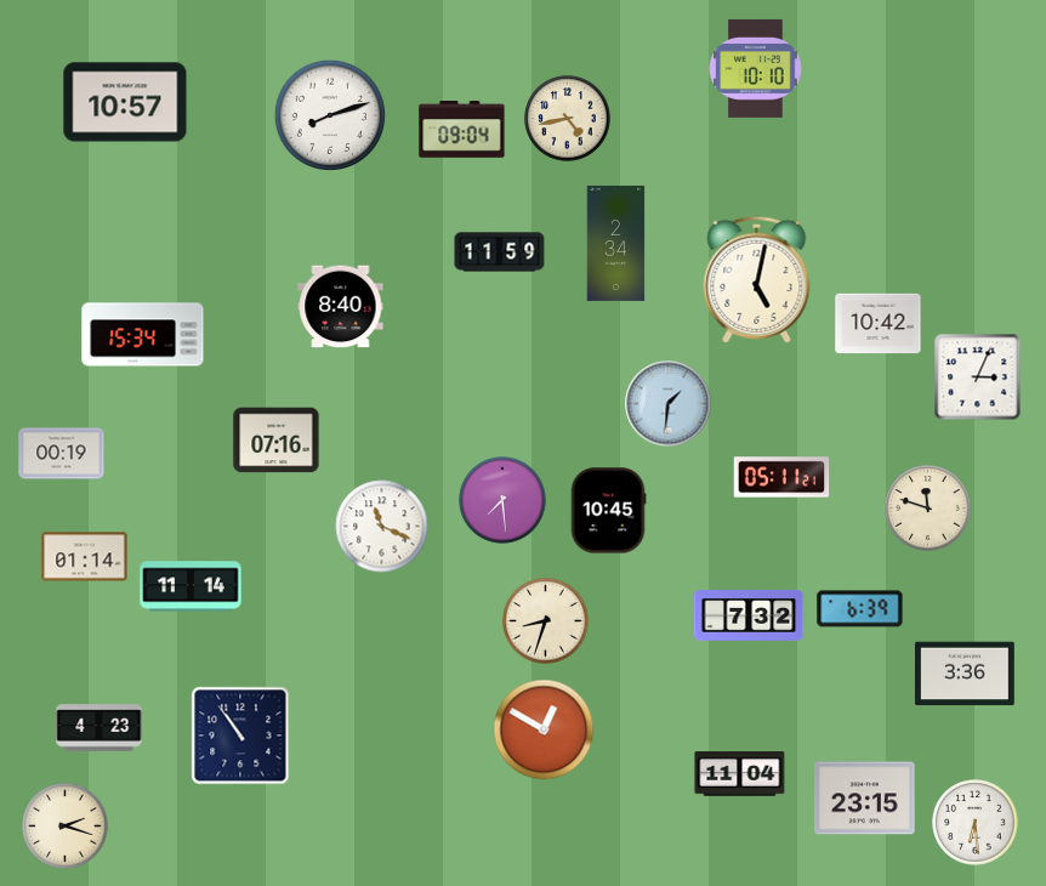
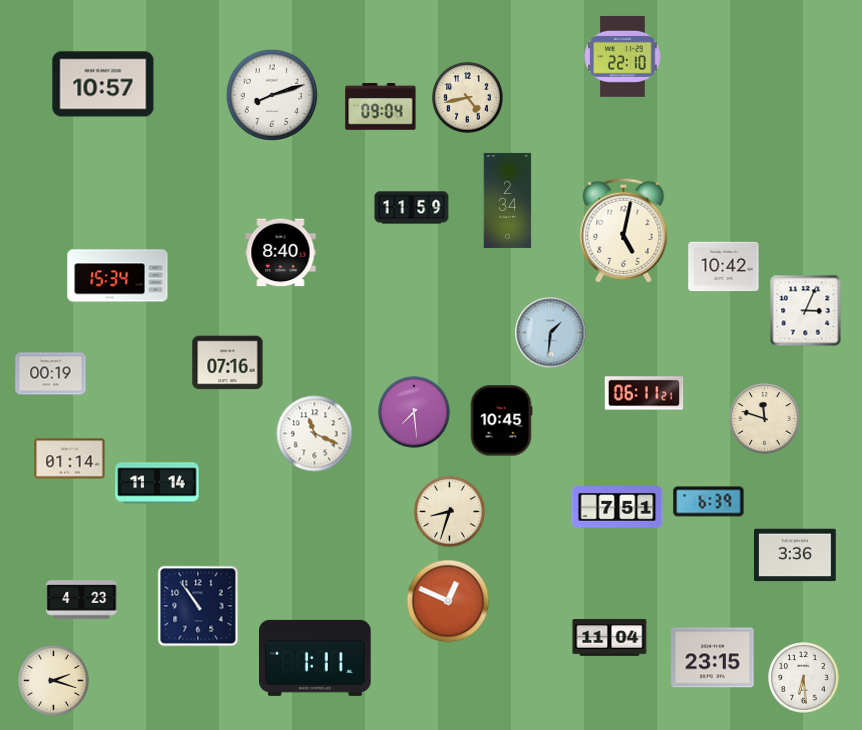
clock at (756, 68): 10:10 -> 22:10
clock at (781, 477): 05:11 -> 06:11
clock at (749, 615): 7:32 -> 7:51
clock at (544, 729): 12:50 -> 12:49
clock at (315, 658): none -> 1:11
